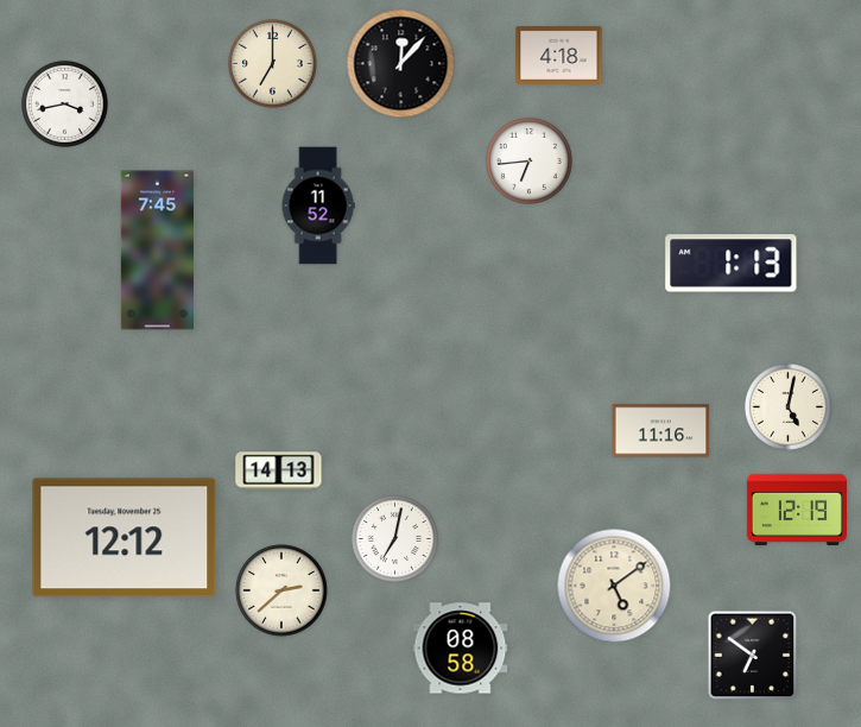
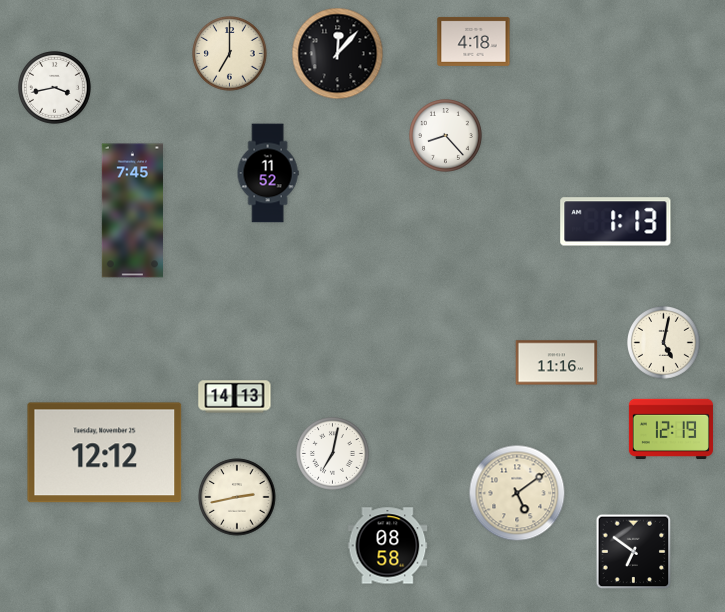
clock at (559, 55) position: (559, 55) -> (474, 41)
clock at (530, 162): 6:44 -> 8:23
clock at (281, 590): 2:38 -> 2:43
